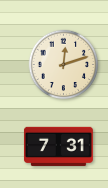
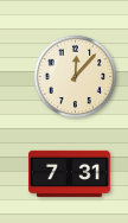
clock at (64, 65): 12:12 -> 12:07
